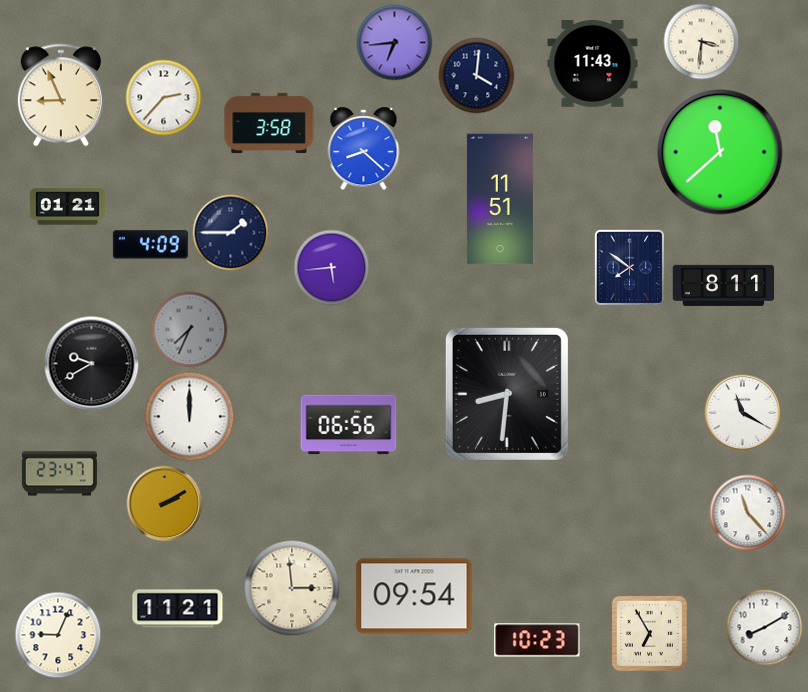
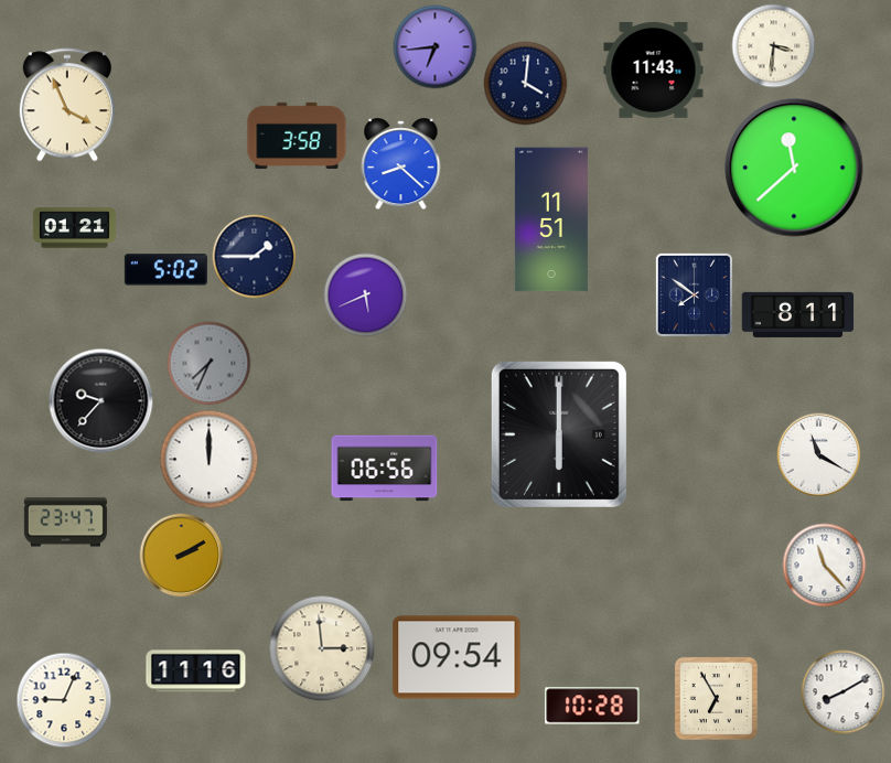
clock at (61, 95): 8:56 -> 3:56
clock at (164, 98): 2:37 -> none
clock at (150, 245): 4:09 -> 5:02
clock at (332, 268): 5:44 -> 5:41
clock at (92, 364): 9:40 -> 9:37
clock at (507, 394): 8:31 -> 6:00
clock at (178, 609): 11:21 -> 11:16
clock at (537, 640): 10:23 -> 10:28
